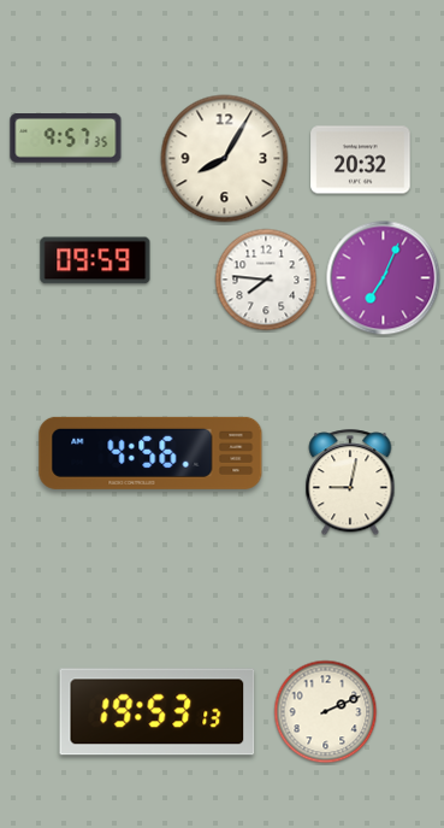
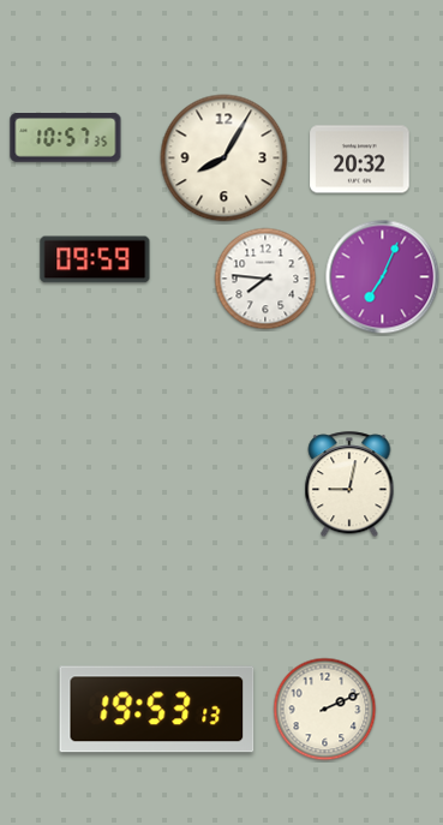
clock at (66, 139): 9:57 -> 10:57
clock at (150, 453): 4:56 -> none
clock at (350, 483) position: (350, 483) -> (349, 485)
